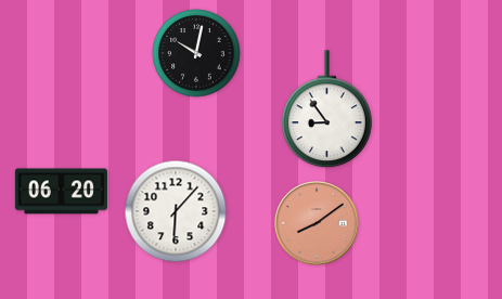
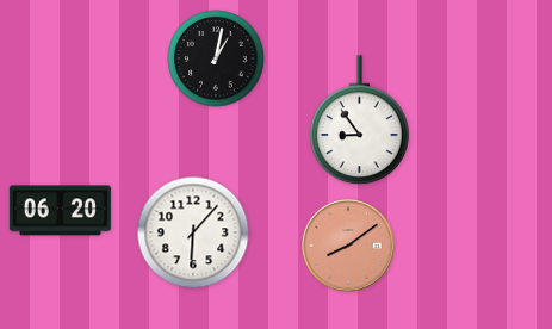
clock at (196, 53): 10:02 -> 1:02
clock at (61, 192) position: (61, 192) -> (60, 211)
